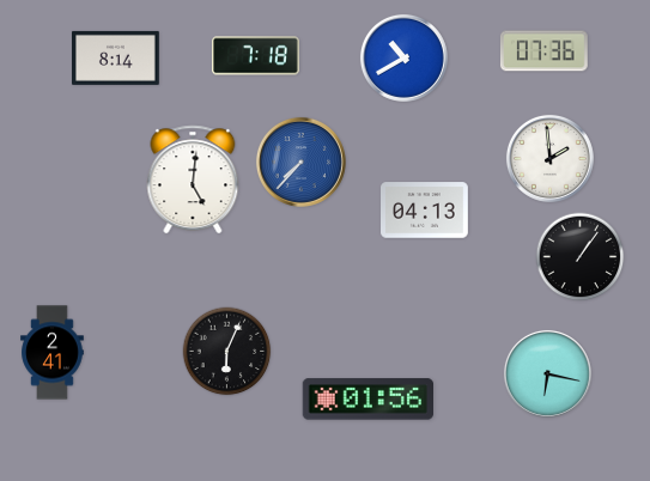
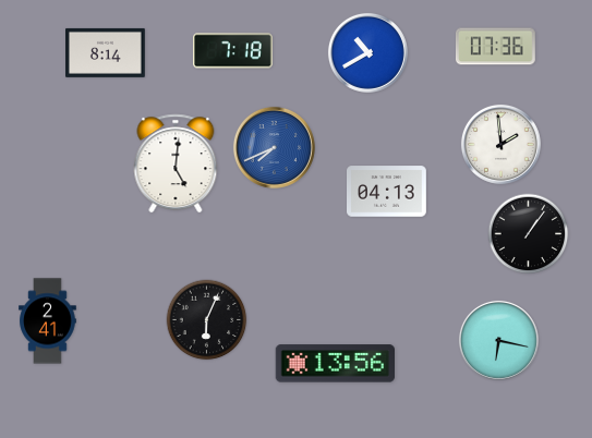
clock at (300, 162): 7:37 -> 7:41
clock at (367, 400): 01:56 -> 13:56
